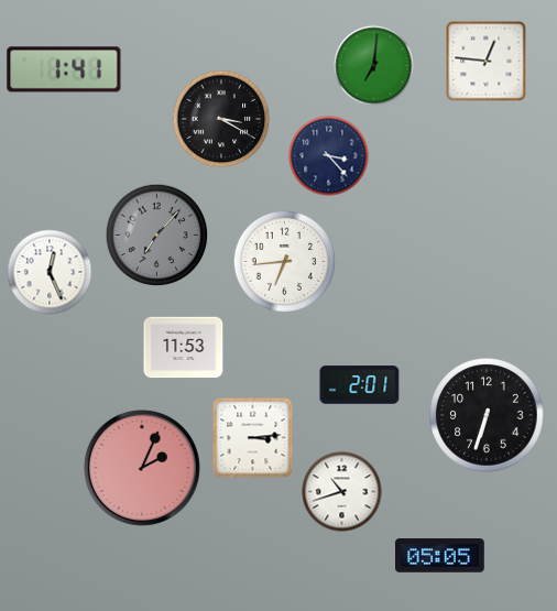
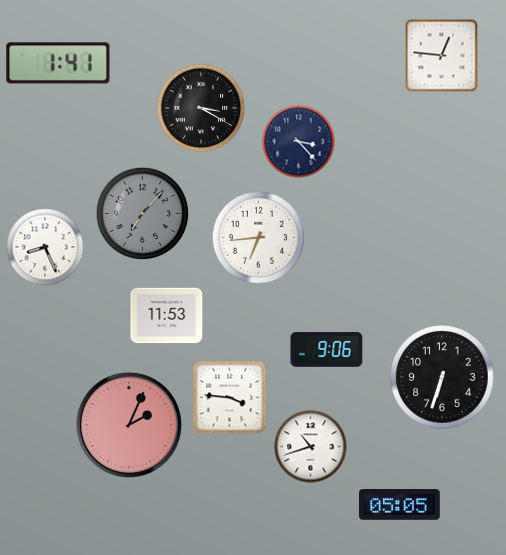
clock at (374, 66): 7:01 -> none
clock at (50, 272): 12:26 -> 8:26
clock at (360, 385): 2:01 -> 9:06
clock at (253, 438): 3:14 -> 3:46
